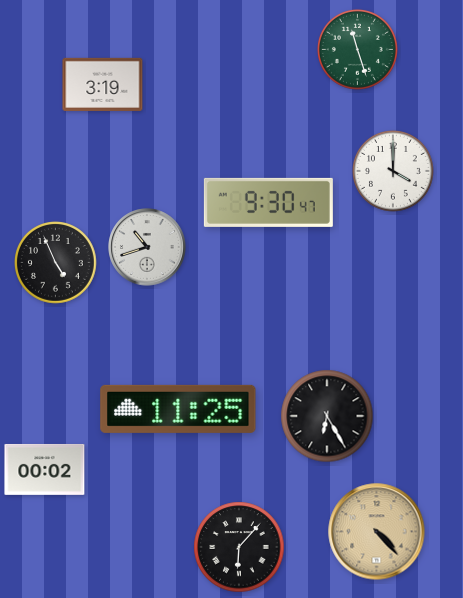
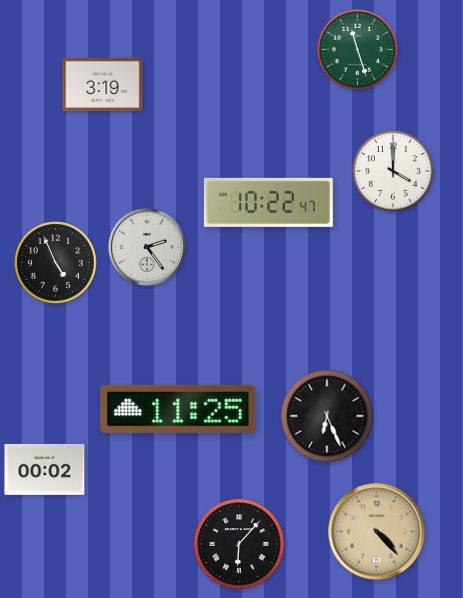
clock at (268, 202): 9:30 -> 10:22
clock at (147, 247): 10:42 -> 2:24
clock at (327, 416): 6:25 -> 6:26
clock at (239, 547) position: (239, 547) -> (239, 544)
